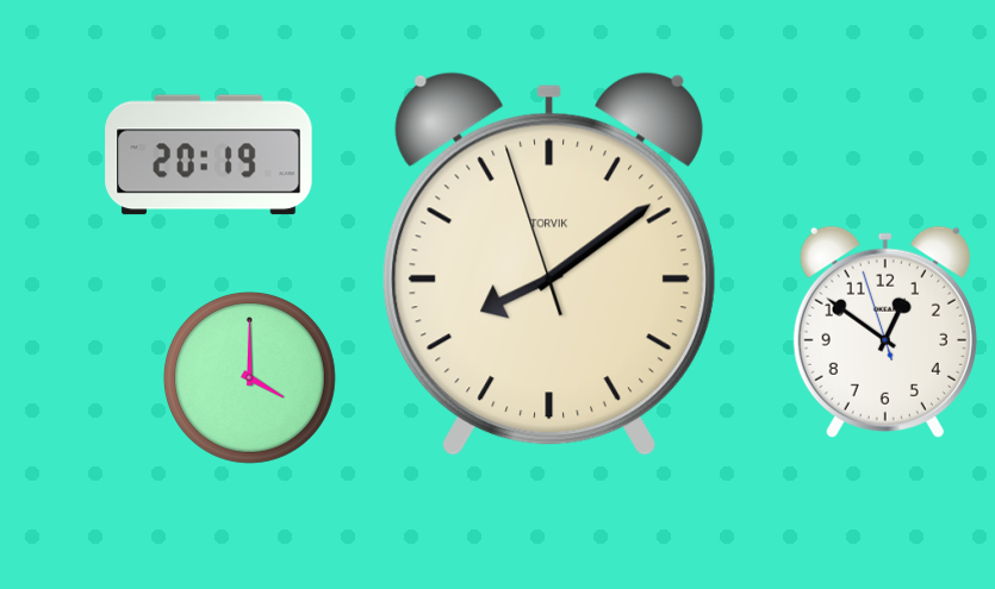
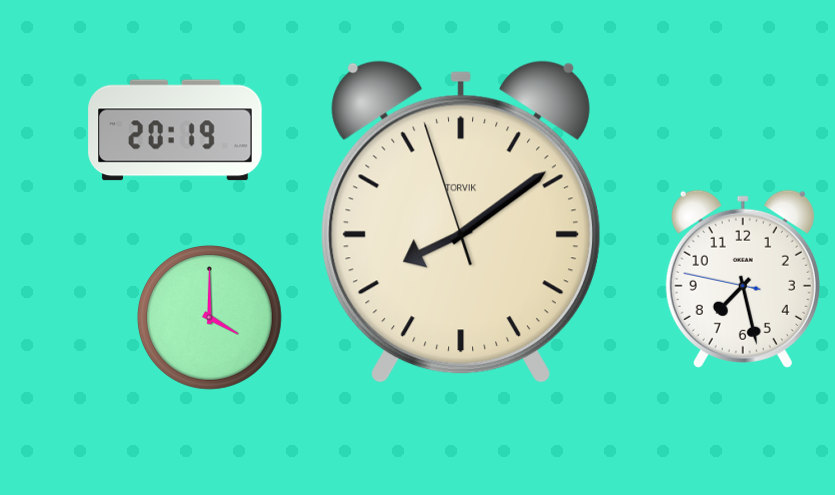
clock at (885, 332): 12:50 -> 7:27
